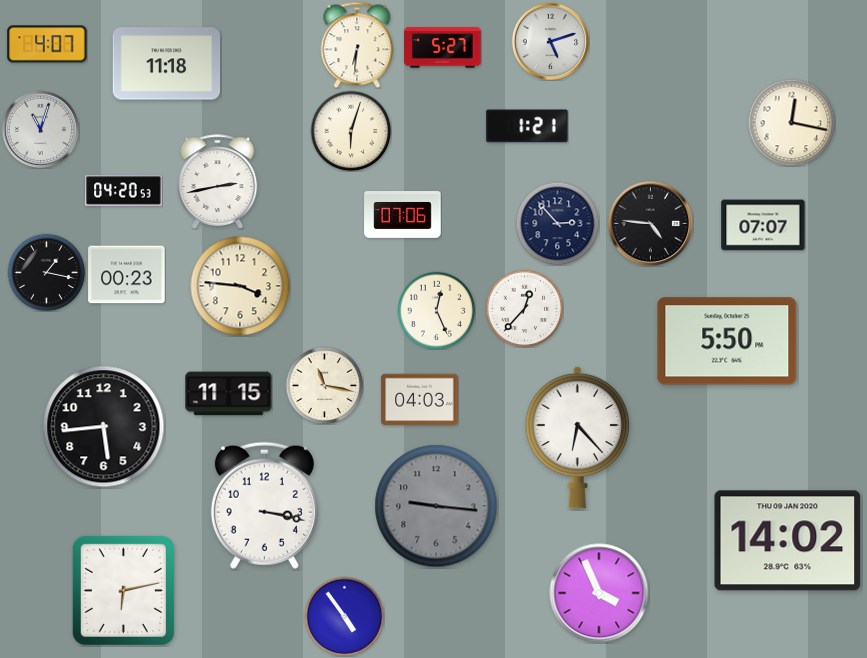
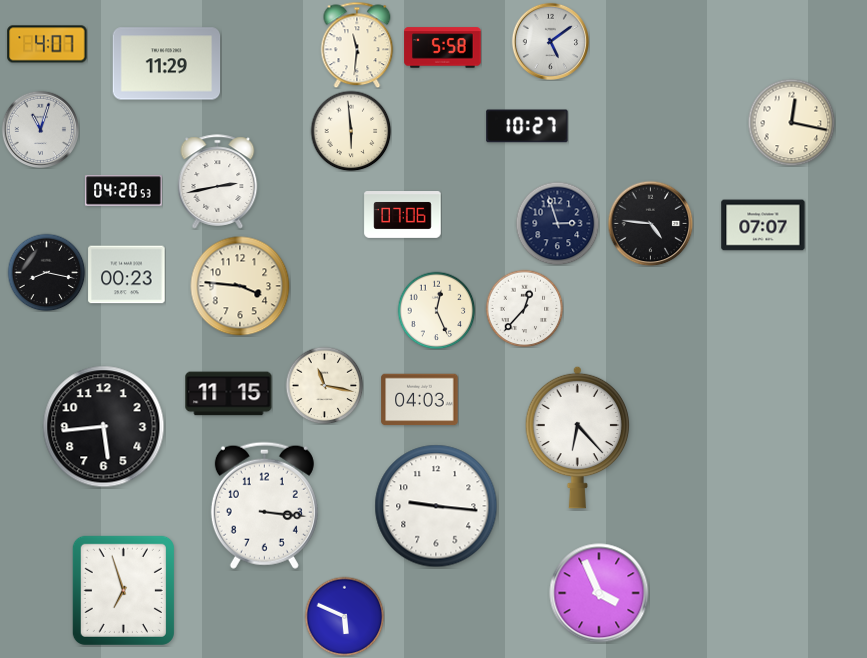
clock at (550, 41): 5:12 -> 5:09
clock at (357, 45): 6:31 -> 11:31
clock at (443, 48): 5:27 -> 5:58
clock at (167, 64): 11:18 -> 11:29
clock at (527, 126): 1:21 -> 10:27
clock at (351, 131): 6:03 -> 5:59
clock at (557, 223): 2:53 -> 2:57
clock at (46, 272): 1:17 -> 8:17
clock at (727, 341): 5:50 -> none
clock at (264, 505): 3:17 -> 3:16
clock at (436, 506) dial: grey -> white
clock at (788, 541): 14:02 -> none
clock at (123, 590): 6:13 -> 6:57
clock at (344, 616): 4:54 -> 5:49
